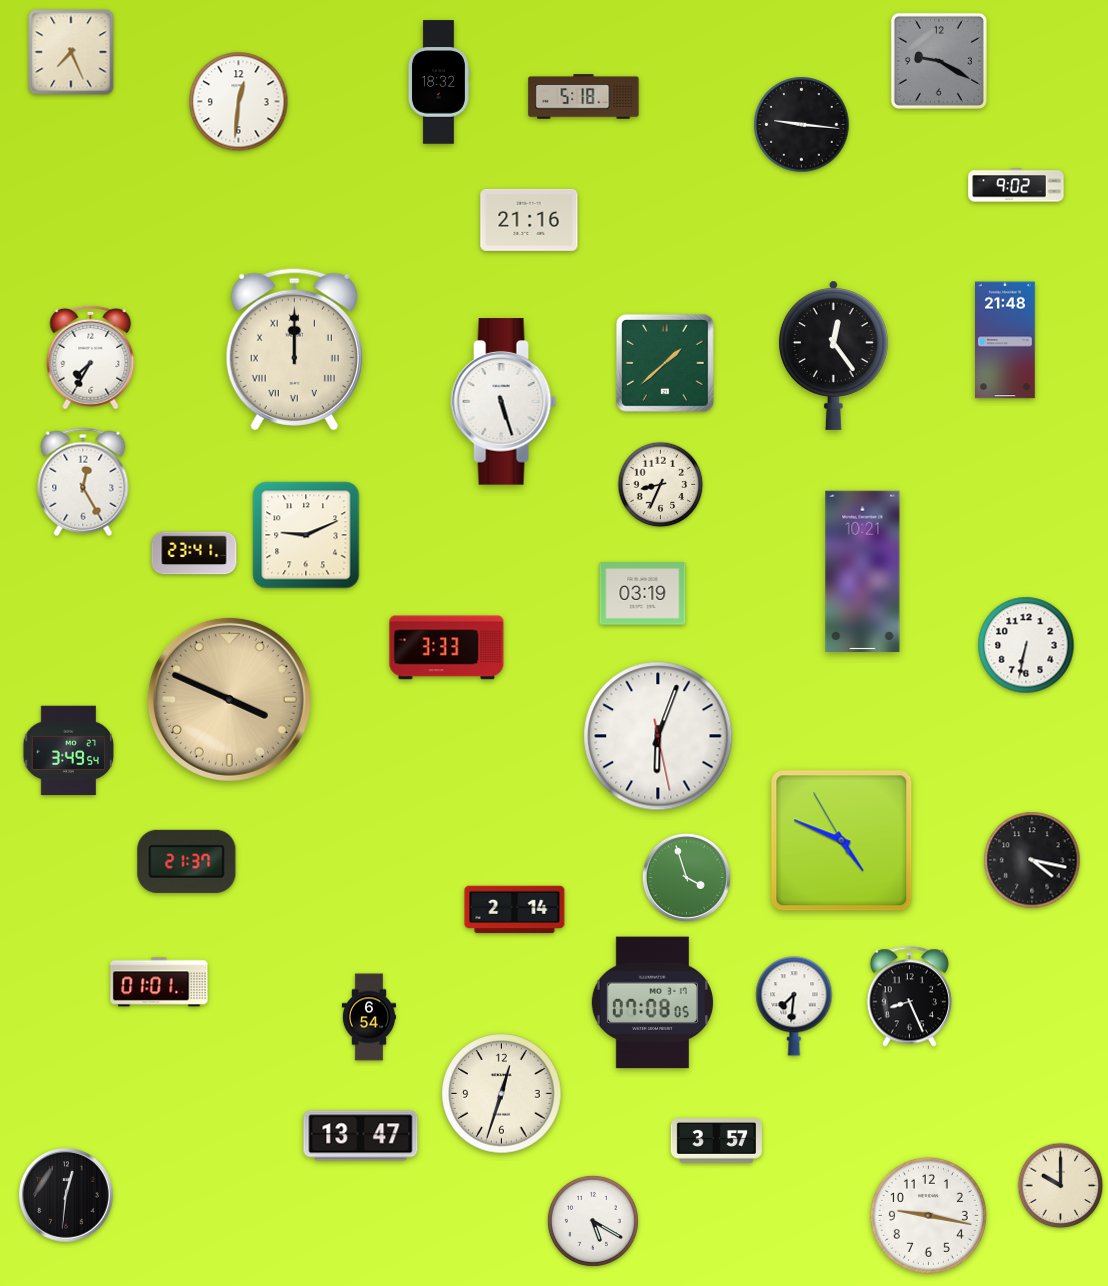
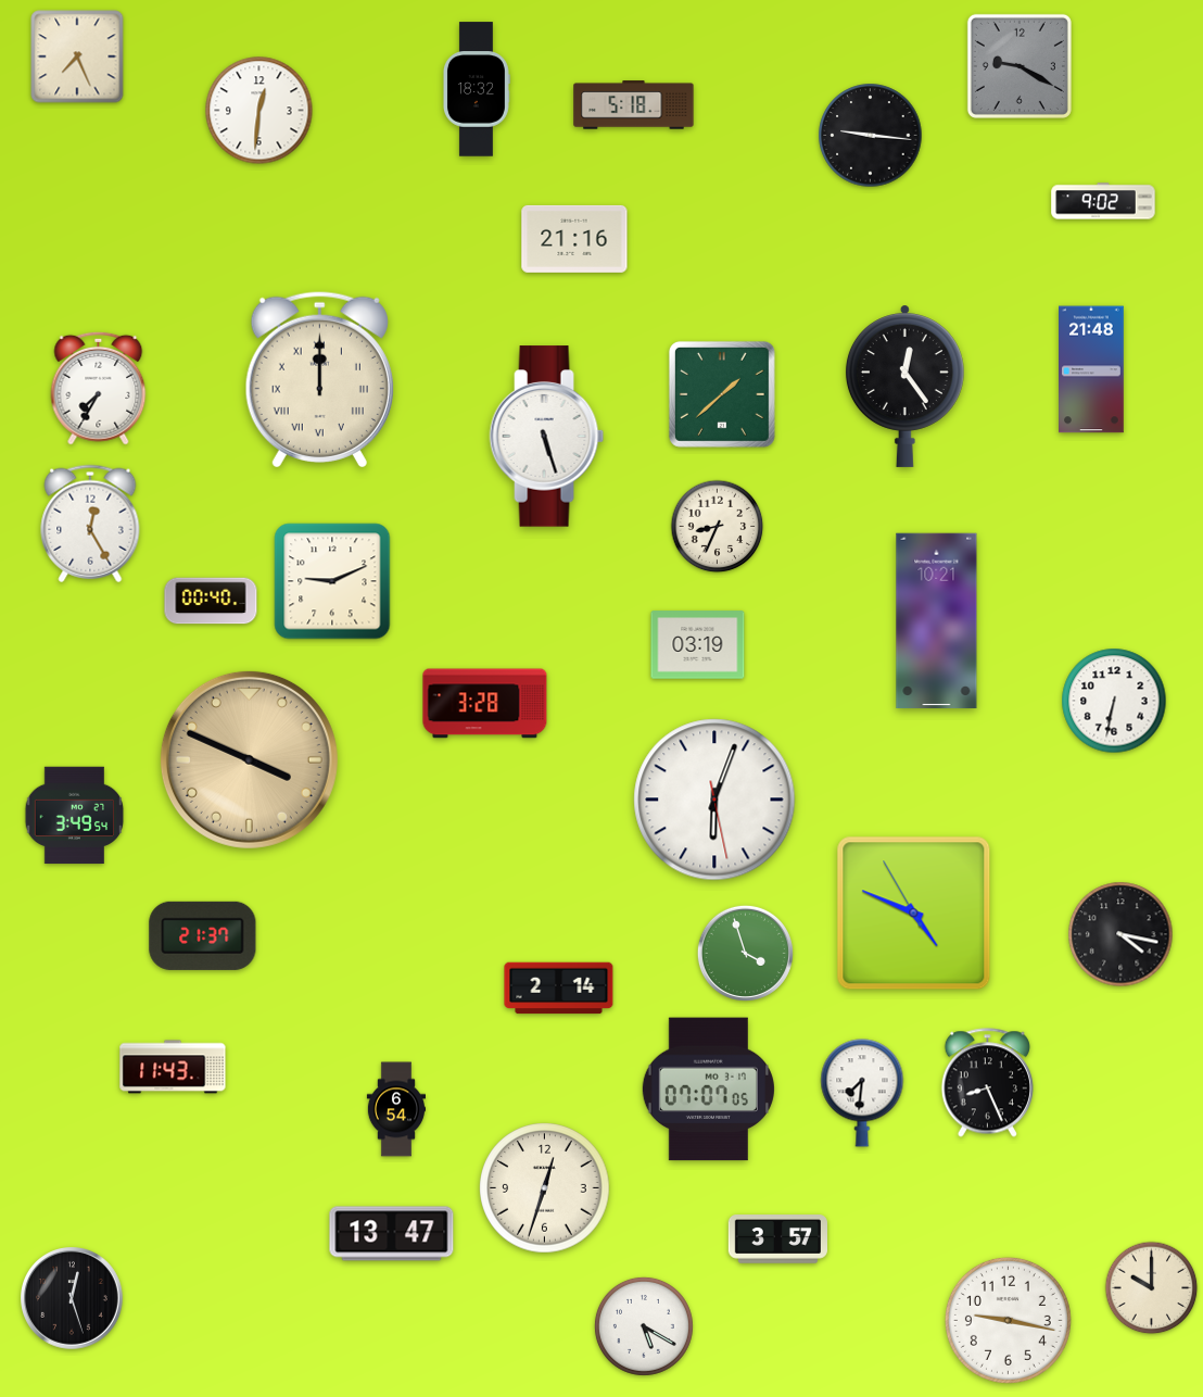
clock at (194, 553): 23:41 -> 00:40
clock at (447, 648): 3:33 -> 3:28
clock at (159, 982): 01:01 -> 11:43
clock at (652, 1003): 07:08 -> 07:07
clock at (368, 1017) position: (368, 1017) -> (395, 1109)
clock at (66, 1195): 12:31 -> 12:27
